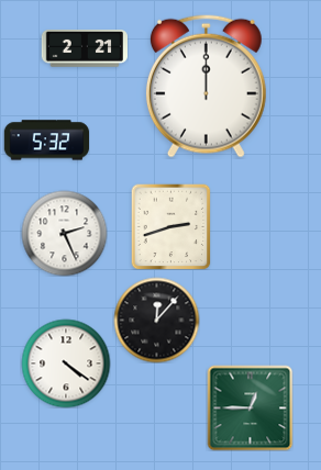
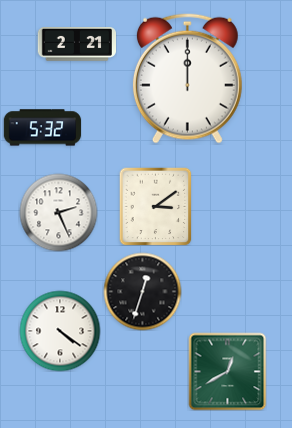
clock at (171, 226): 2:42 -> 3:09
clock at (156, 320): 12:07 -> 12:33
clock at (250, 407): 12:45 -> 12:40
